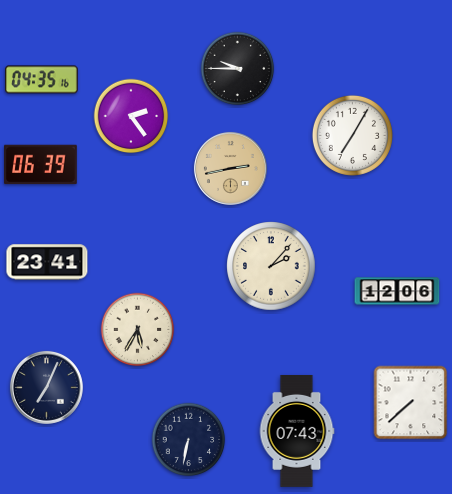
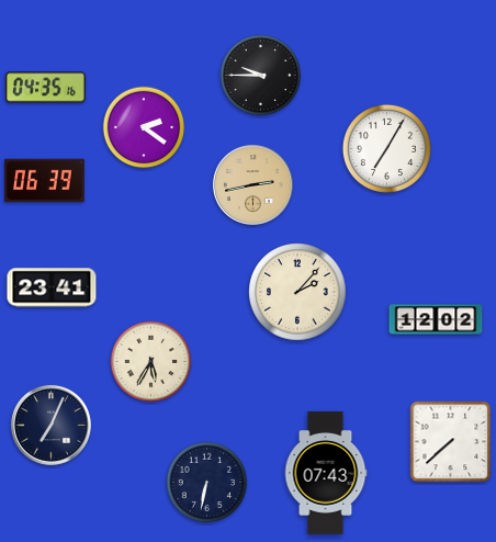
clock at (131, 116): 2:24 -> 2:21
clock at (397, 291): 12:06 -> 12:02
